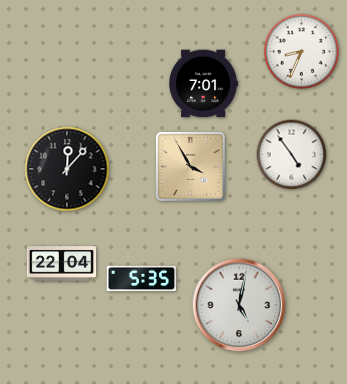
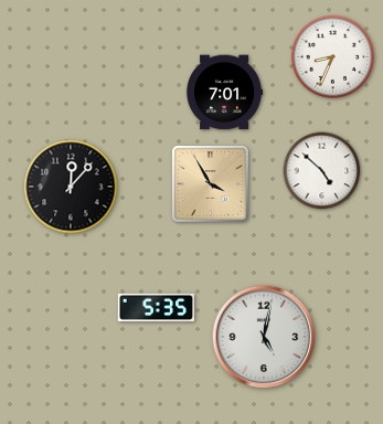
clock at (292, 155): 4:54 -> 4:52
clock at (67, 169) position: (67, 169) -> (71, 187)
clock at (62, 264): 22:04 -> none
